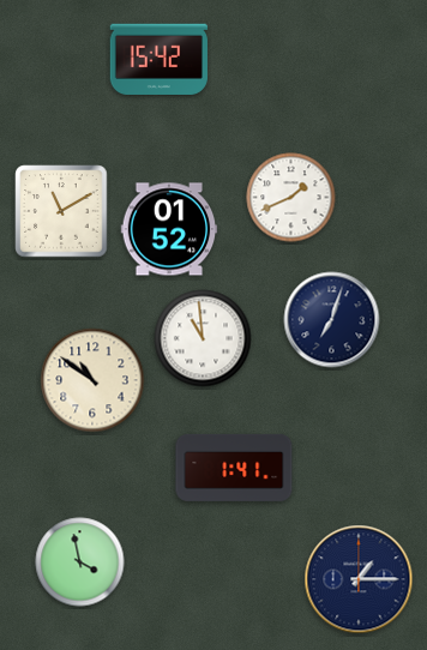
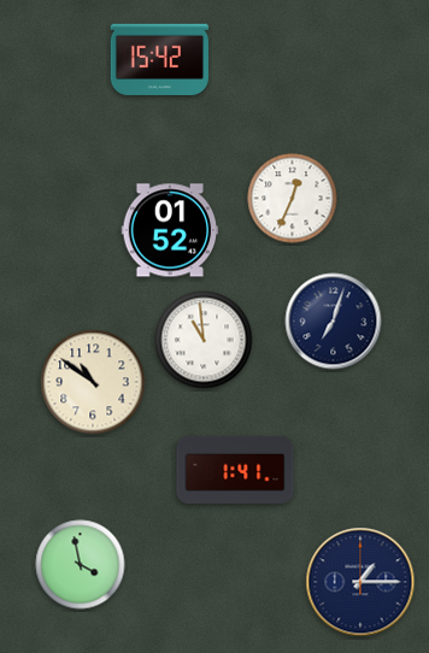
clock at (291, 198): 1:41 -> 12:34
clock at (61, 211): 11:10 -> none
